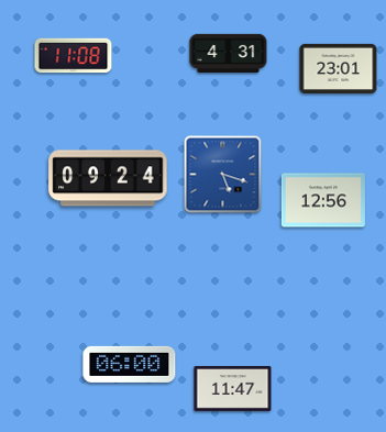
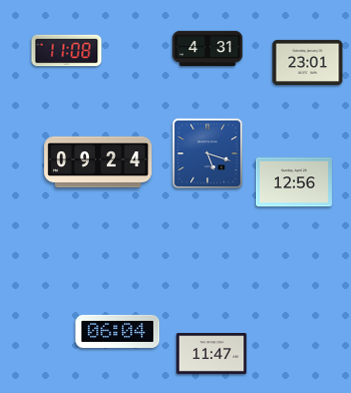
clock at (223, 175) position: (223, 175) -> (208, 154)
clock at (130, 364): 06:00 -> 06:04
